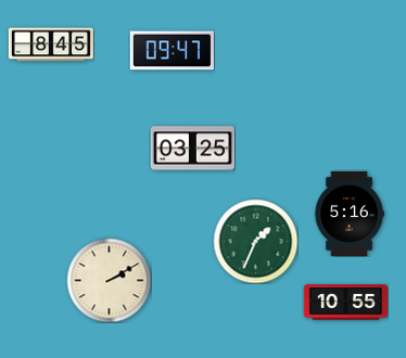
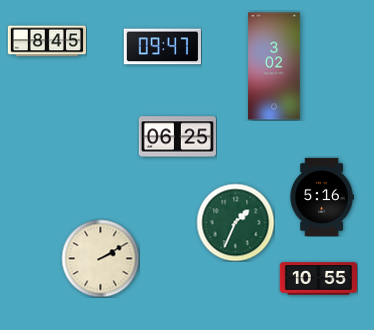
clock at (172, 51) position: (172, 51) -> (162, 47)
clock at (274, 66): none -> 3:02
clock at (192, 149): 03:25 -> 06:25
